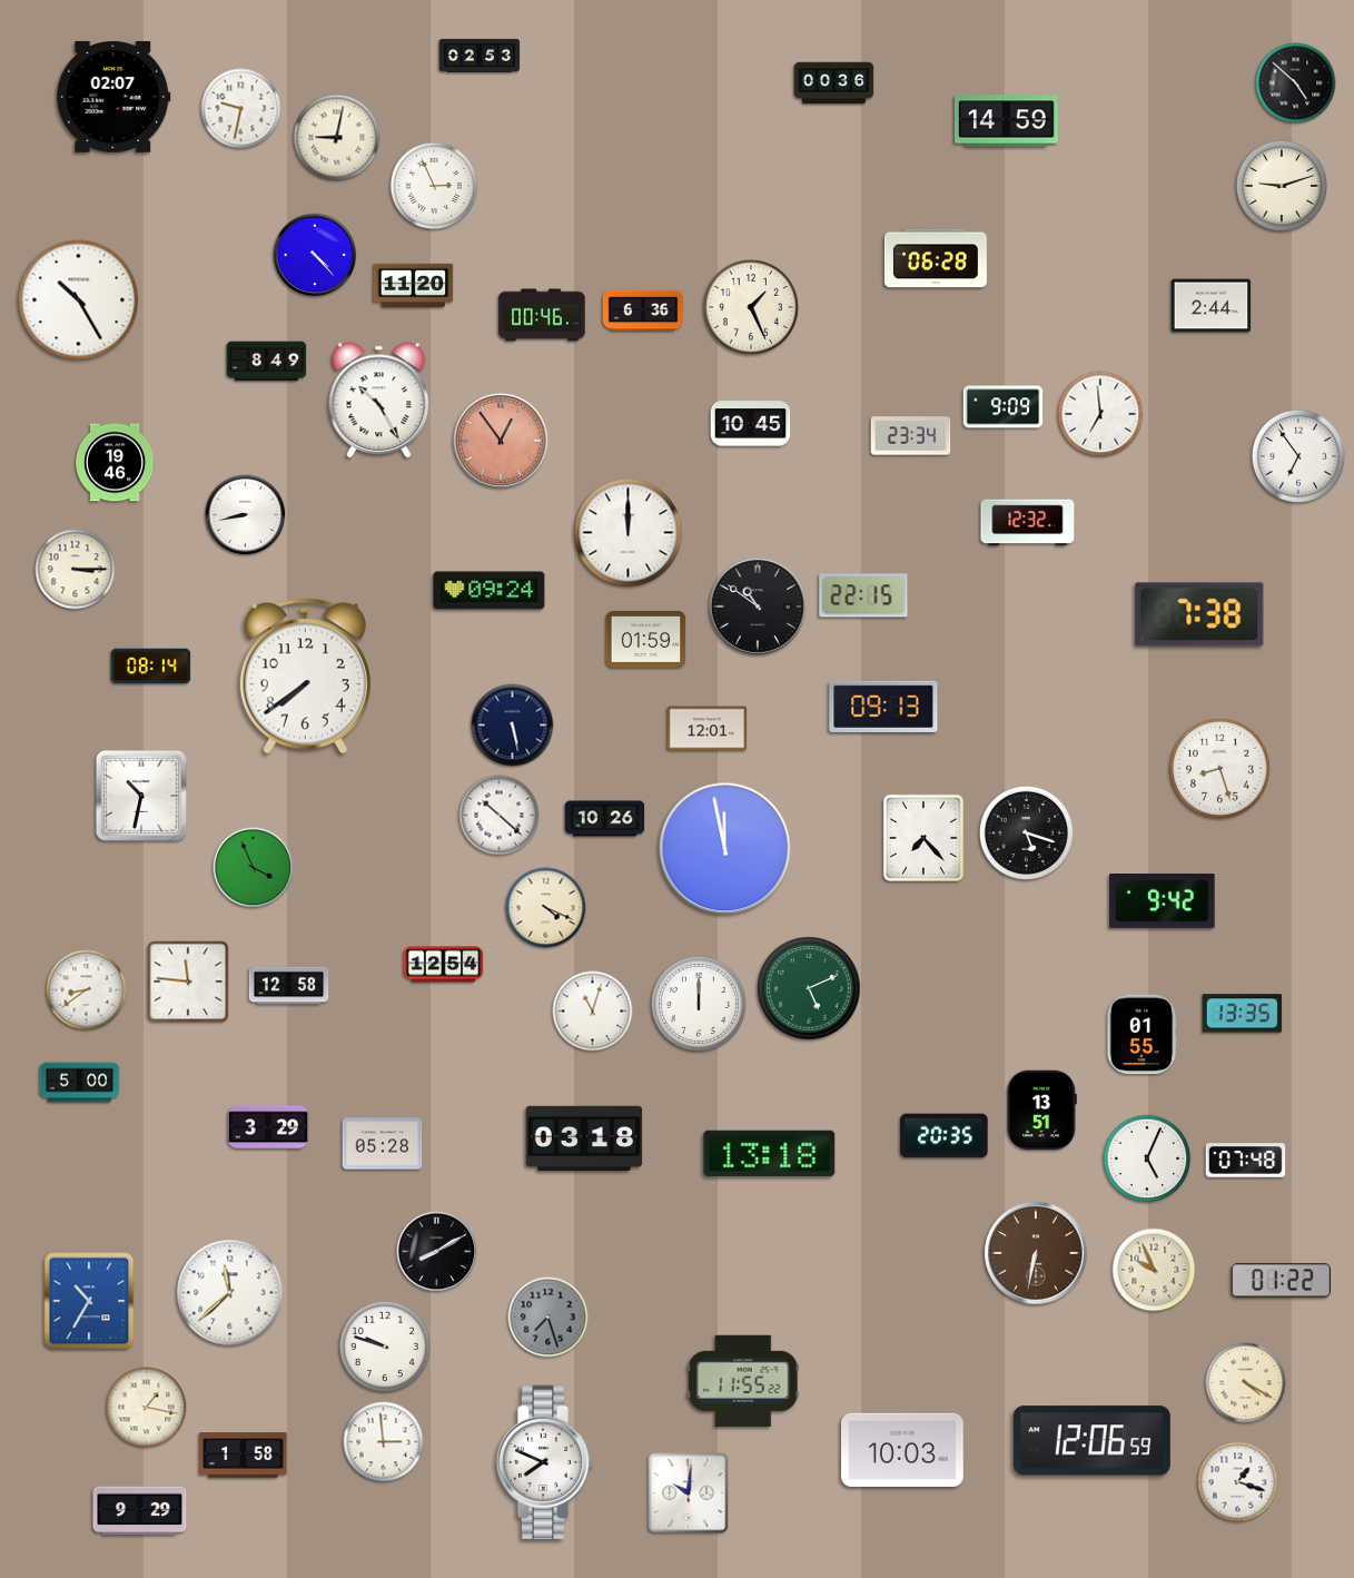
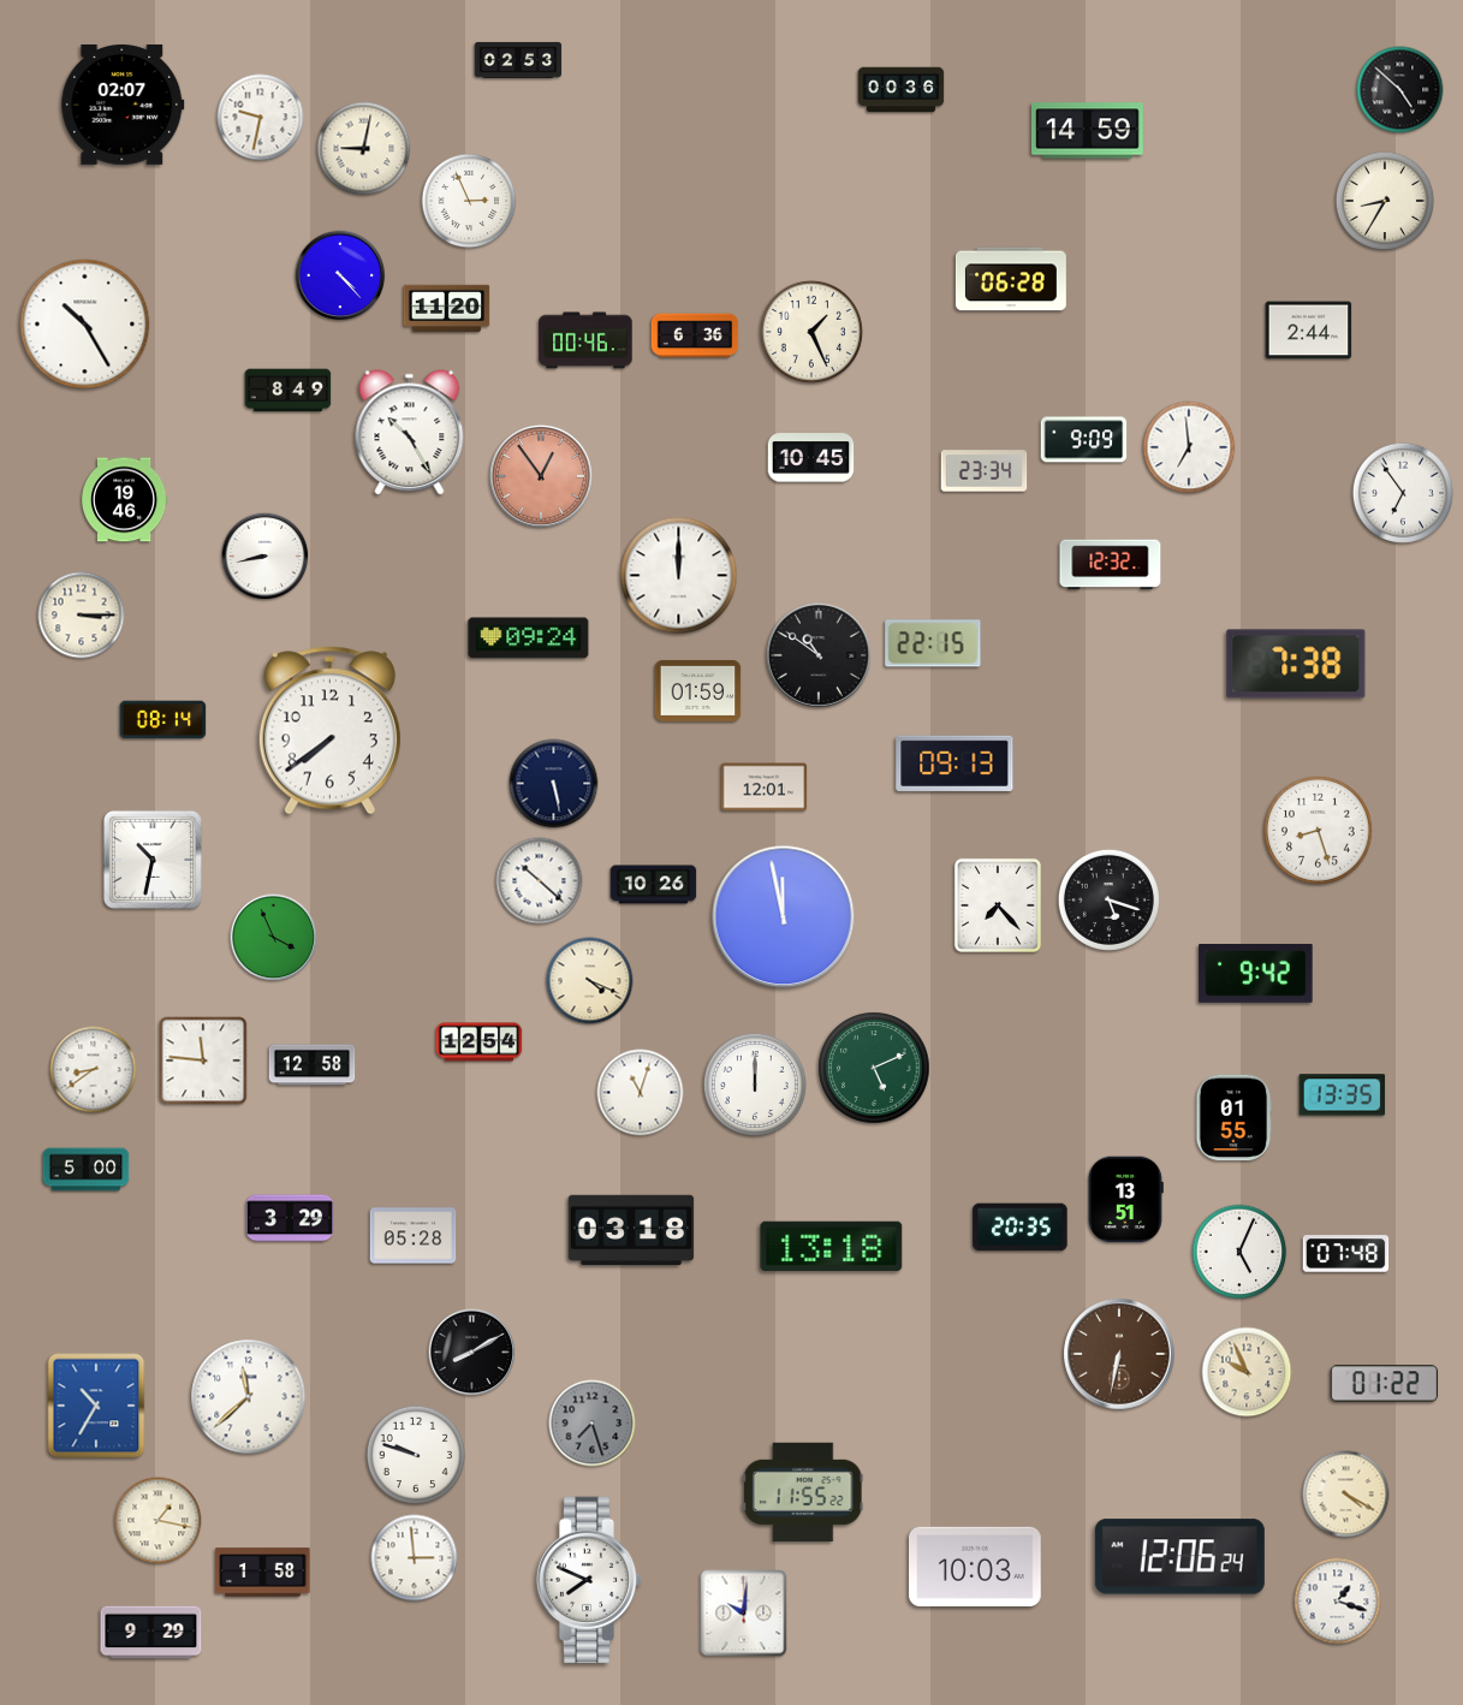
clock at (1282, 186): 9:12 -> 8:35
clock at (1091, 1441): 12:06:59 -> 12:06:24
